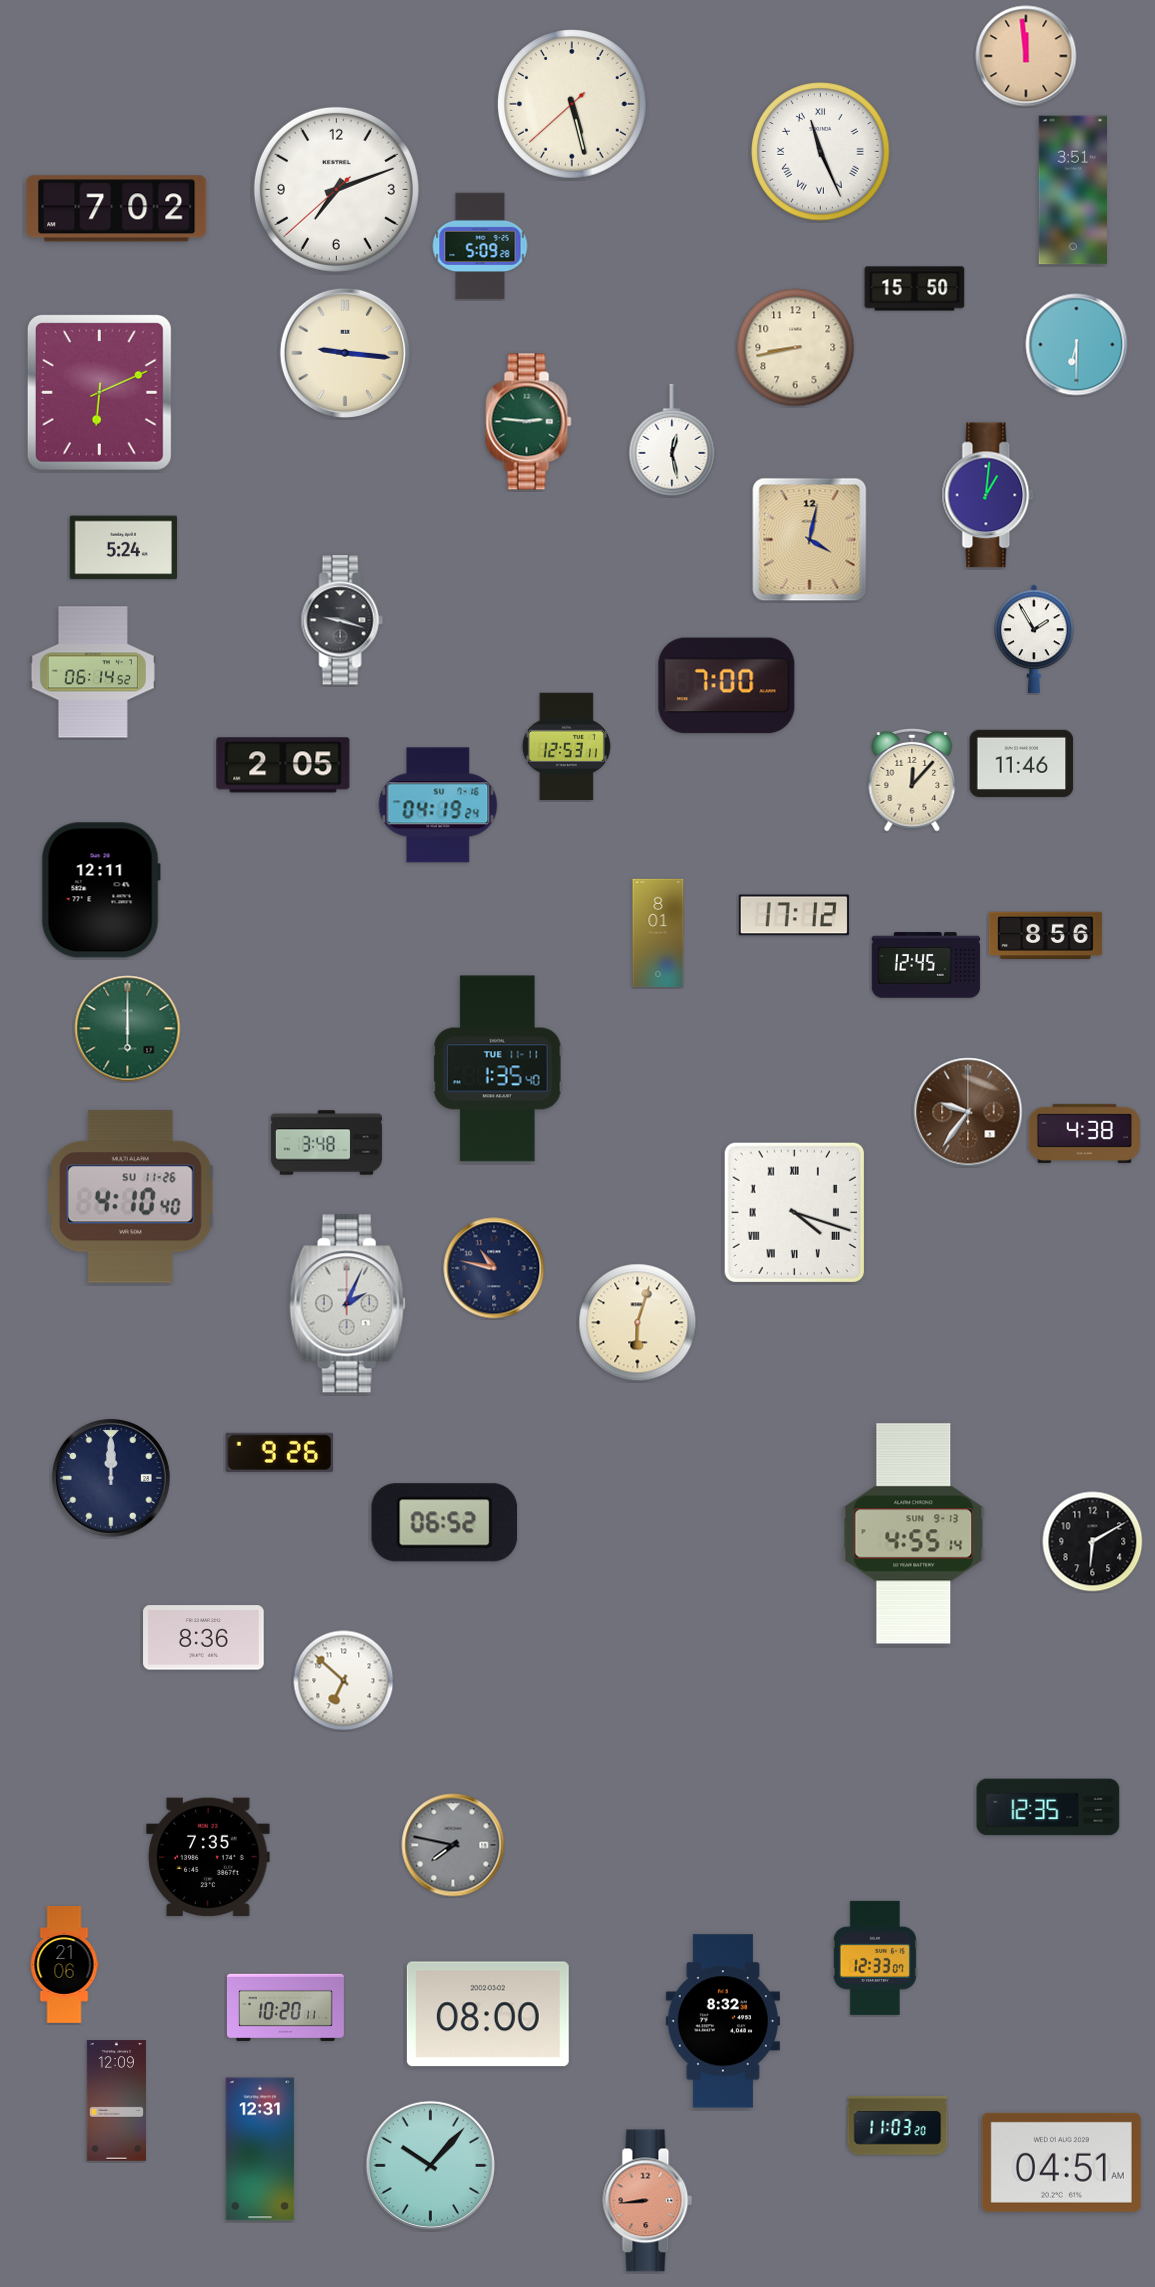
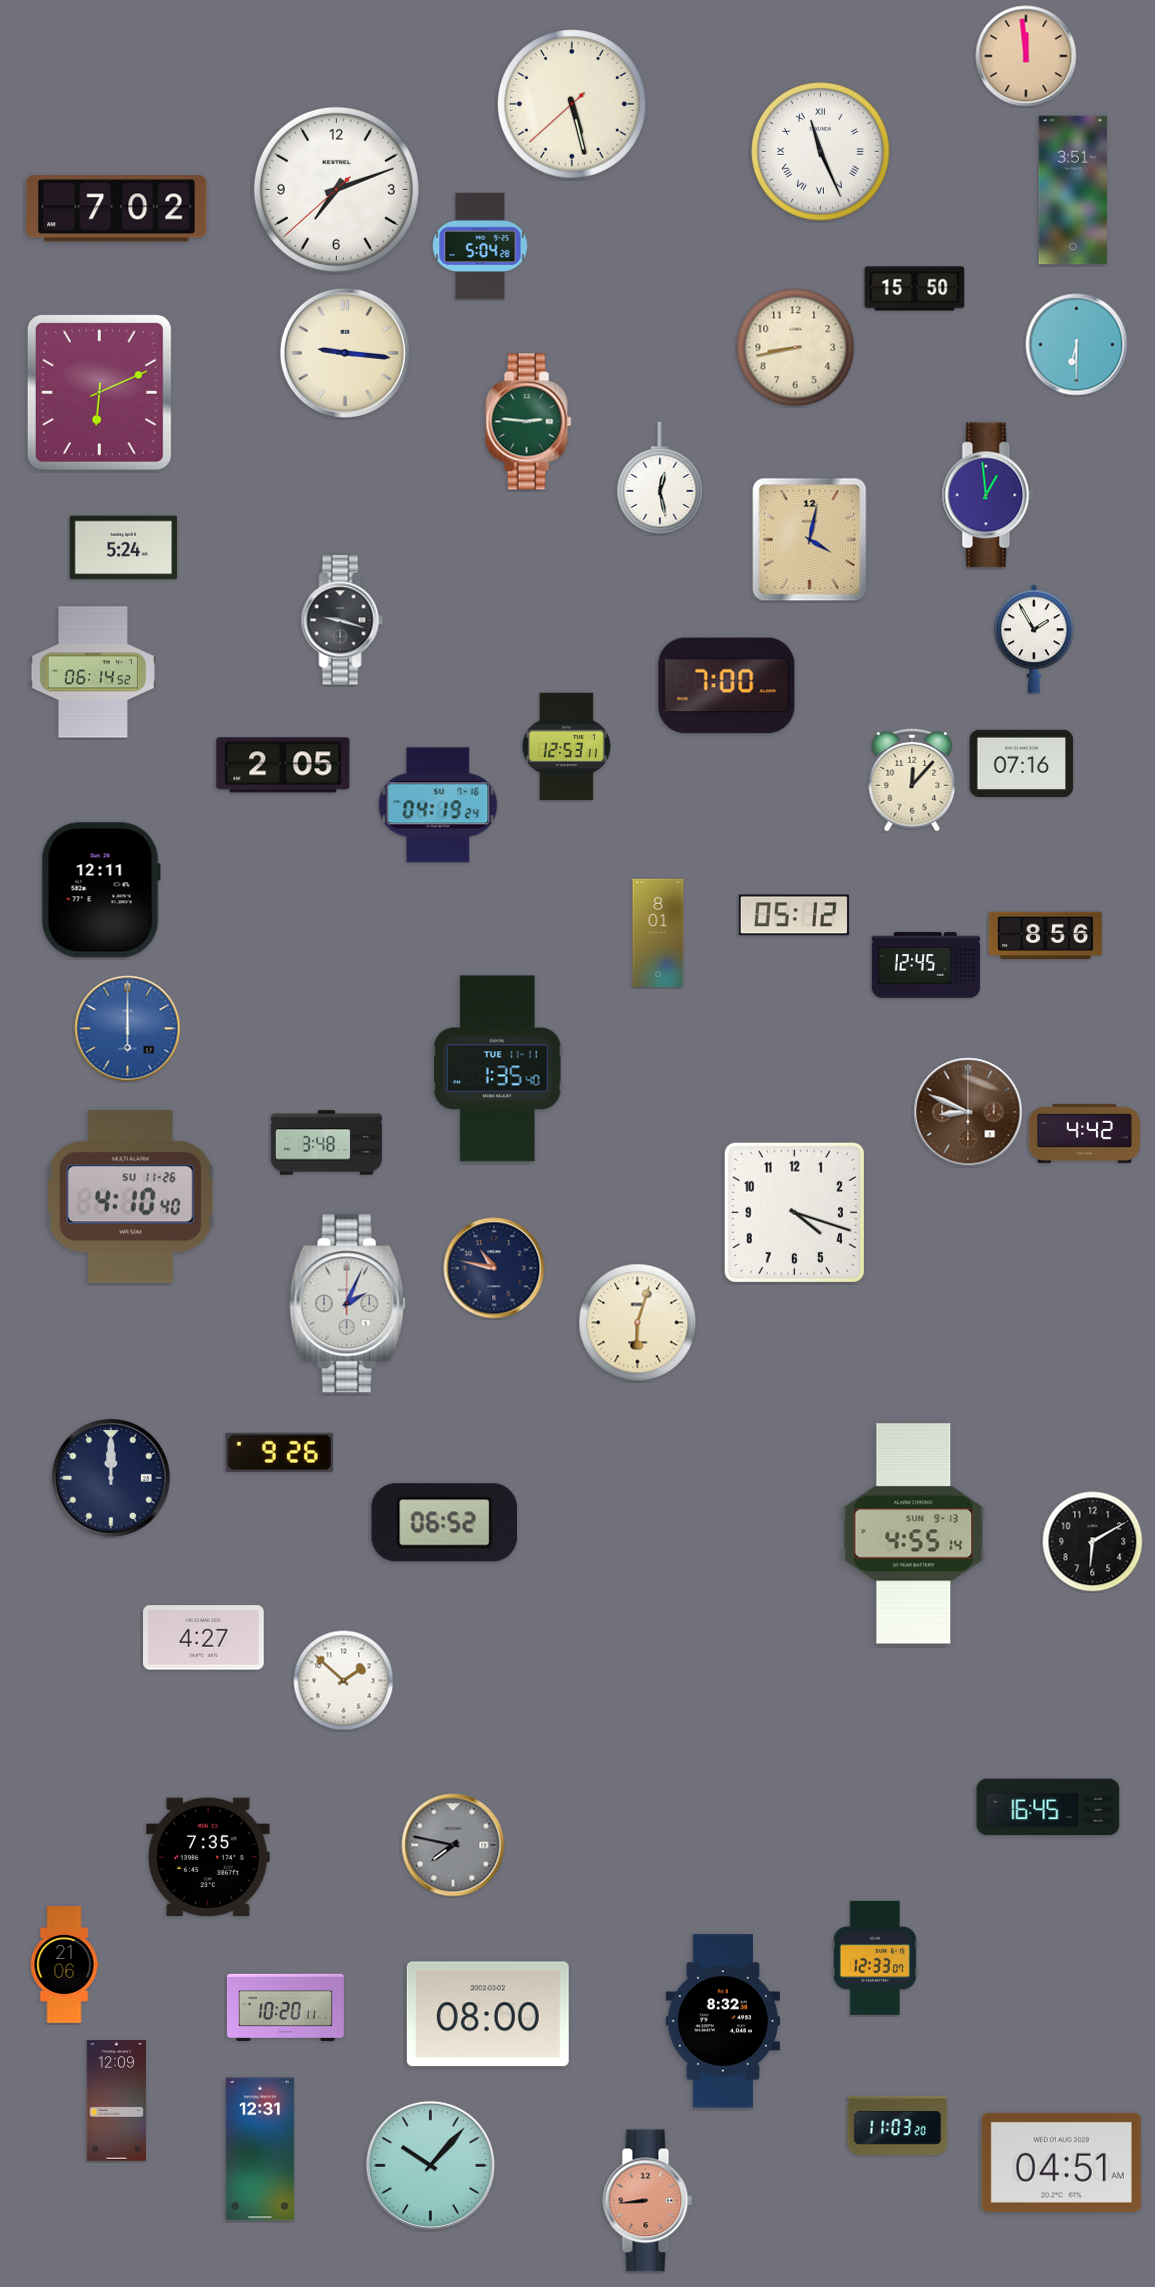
clock at (480, 246): 5:09 -> 5:04
clock at (672, 440) position: (672, 440) -> (660, 478)
clock at (988, 495): 1:01 -> 12:59
clock at (1022, 763): 11:46 -> 07:16
clock at (794, 915): 17:12 -> 05:12
clock at (128, 1029) dial: green -> blue
clock at (968, 1112): 9:36 -> 8:49
clock at (1084, 1133): 4:38 -> 4:42
clock at (794, 1212) numerals: Roman -> Arabic
clock at (204, 1638): 8:36 -> 4:27
clock at (344, 1681): 6:52 -> 1:52
clock at (1048, 1807): 12:35 -> 16:45
